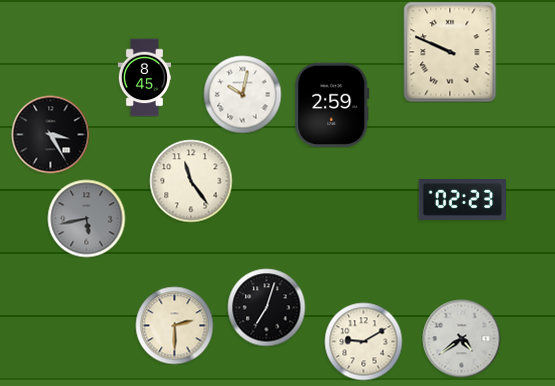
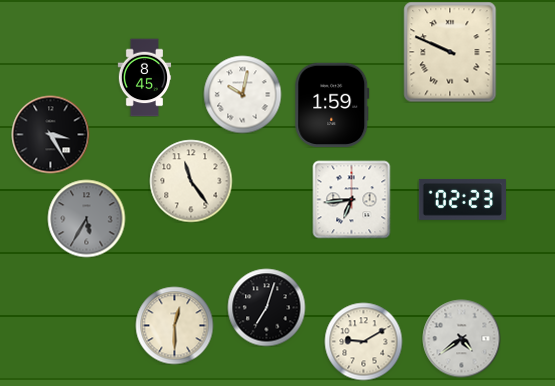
clock at (332, 104): 2:59 -> 1:59
clock at (351, 199): none -> 6:44
clock at (86, 218): 5:43 -> 5:35
clock at (174, 325): 2:30 -> 12:30
